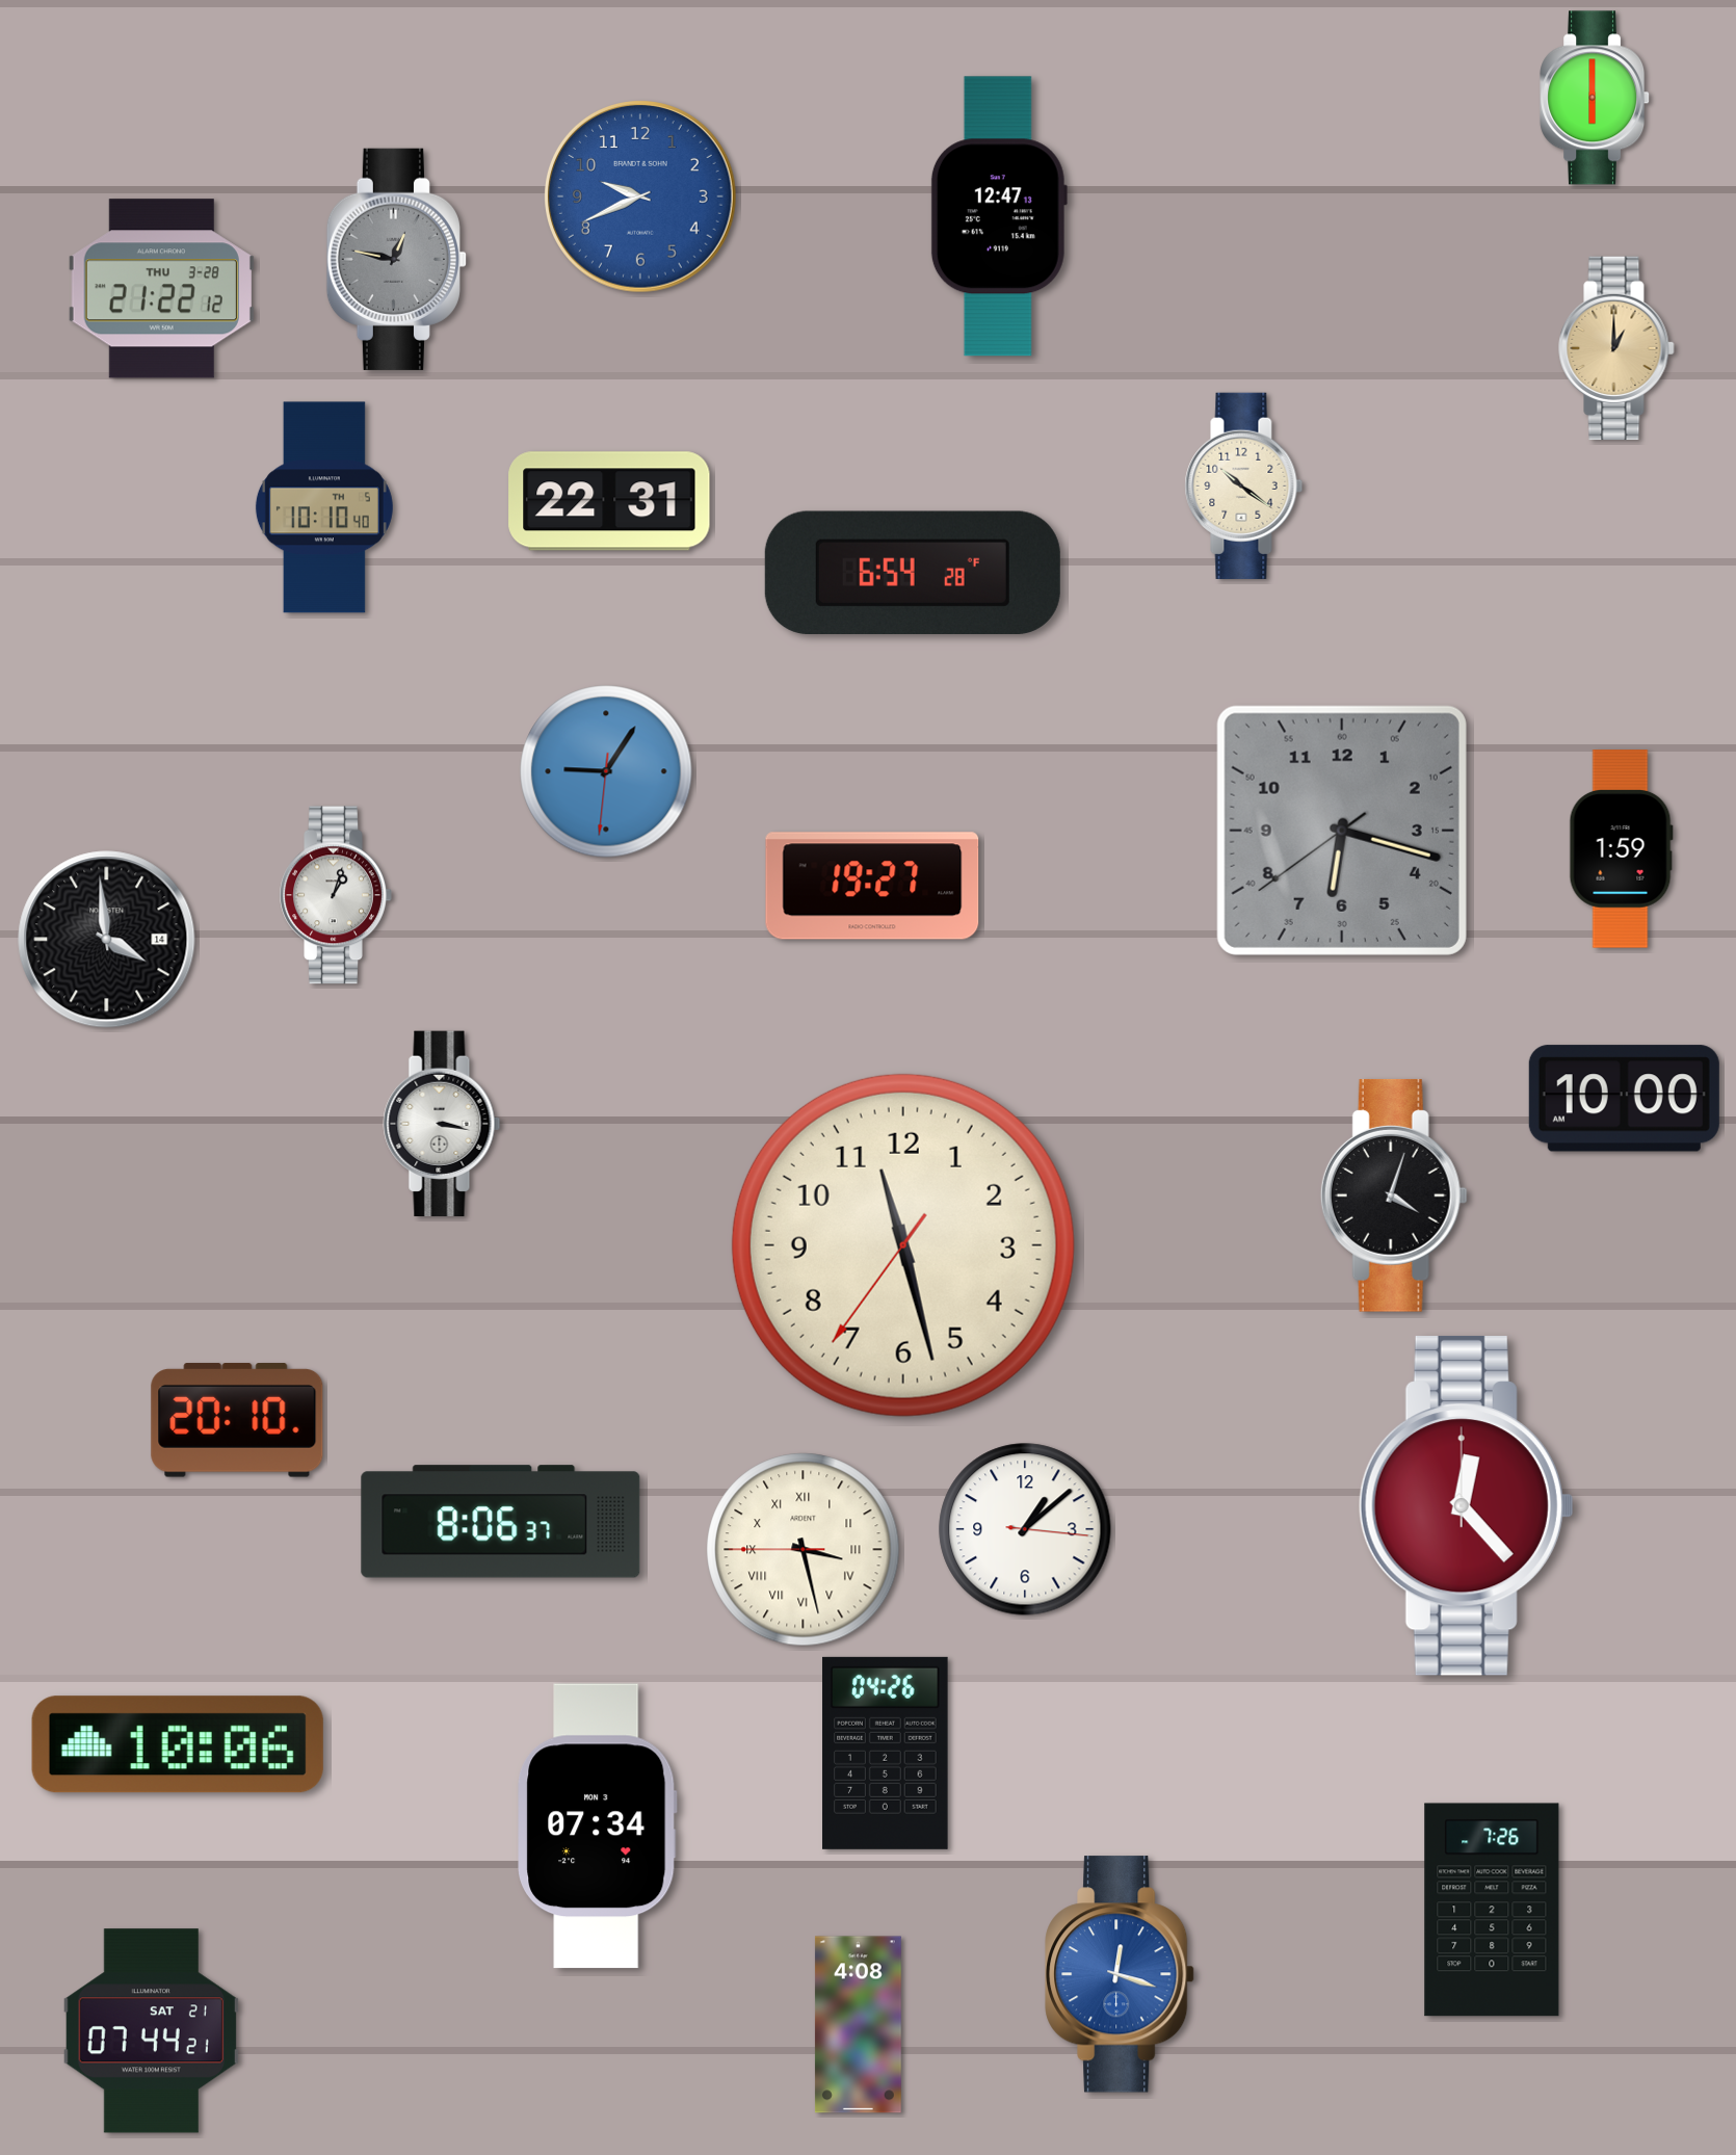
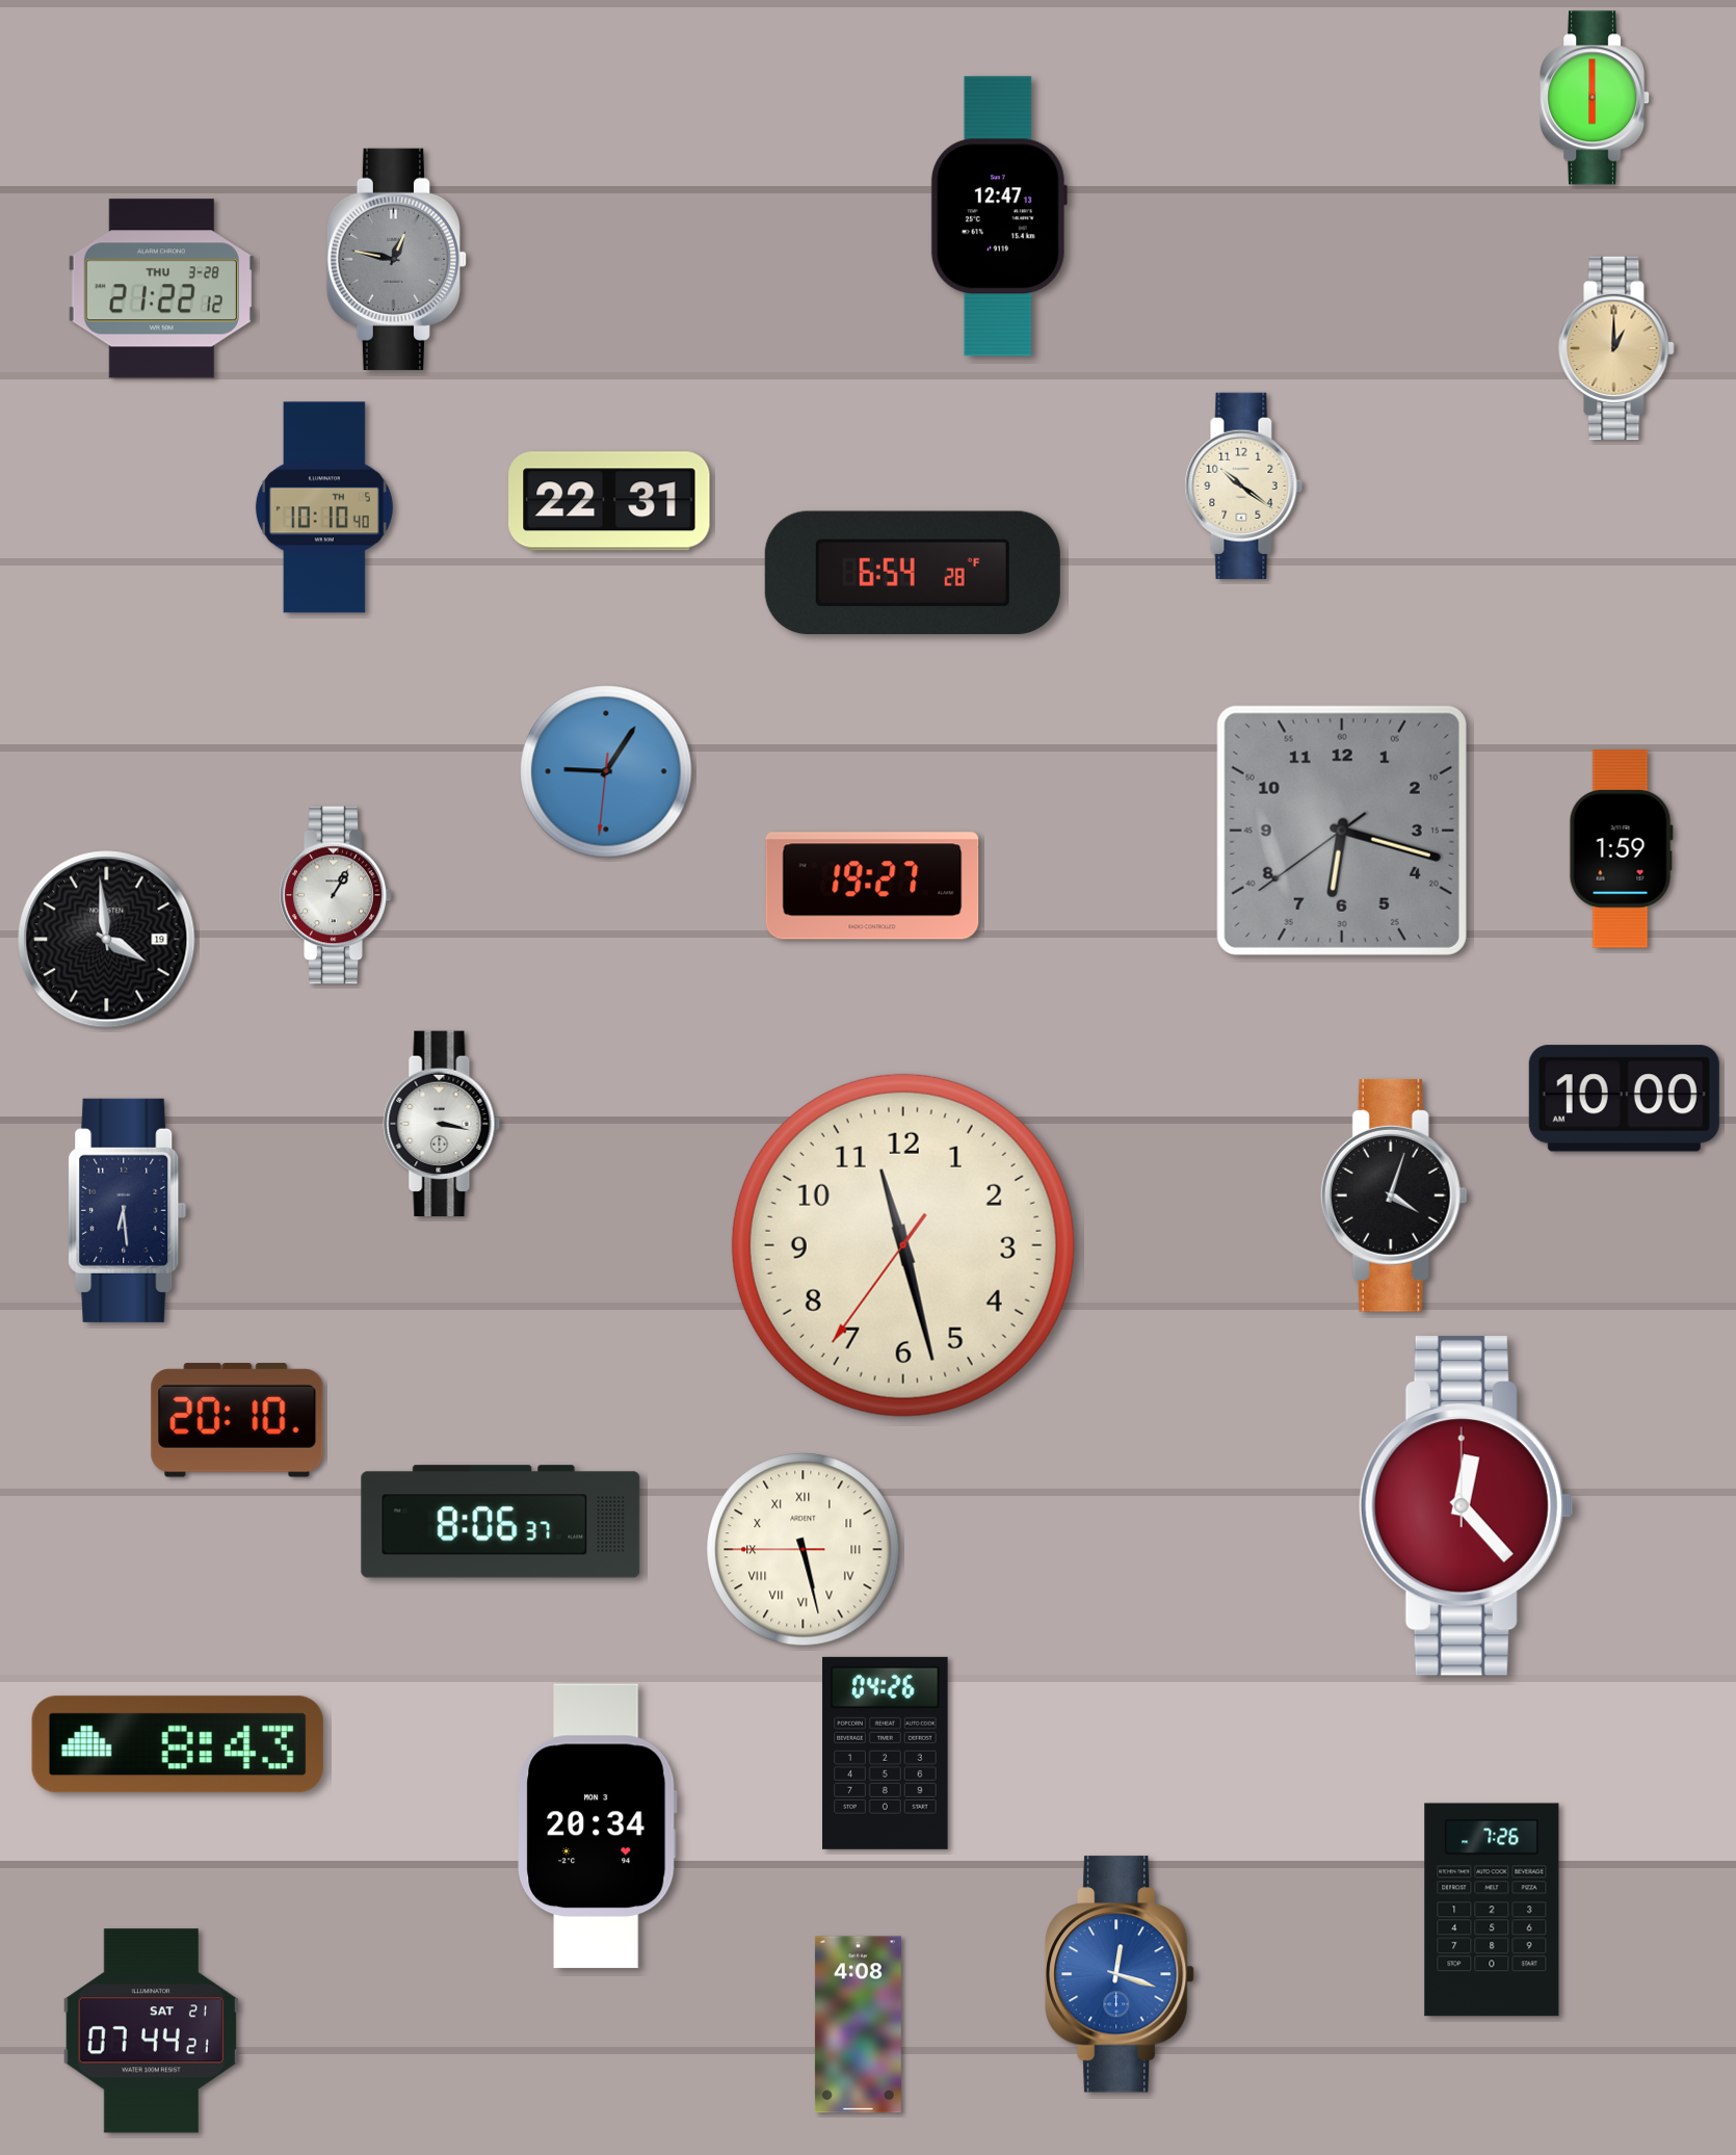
clock at (641, 198): 9:41 -> none
clock at (336, 895): 1:03 -> 1:05
clock at (107, 940) date: 14 -> 19
clock at (128, 1210): none -> 6:29
clock at (1025, 1529): 1:08 -> none
clock at (804, 1550): 3:27 -> 5:27
clock at (178, 1744): 10:06 -> 8:43
clock at (598, 1827): 07:34 -> 20:34
